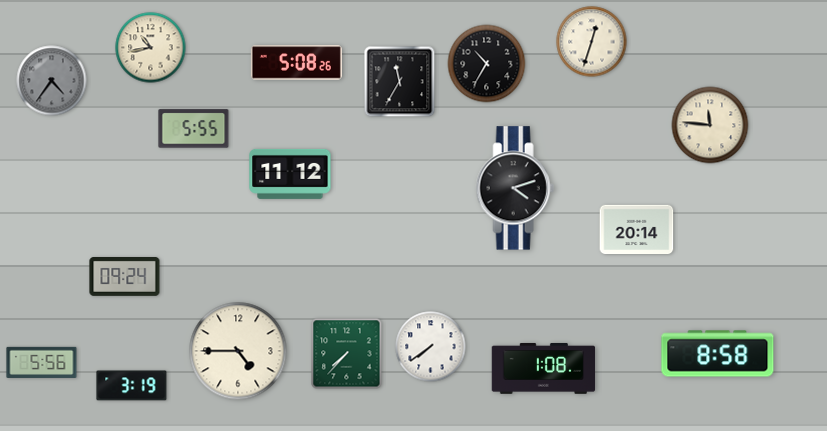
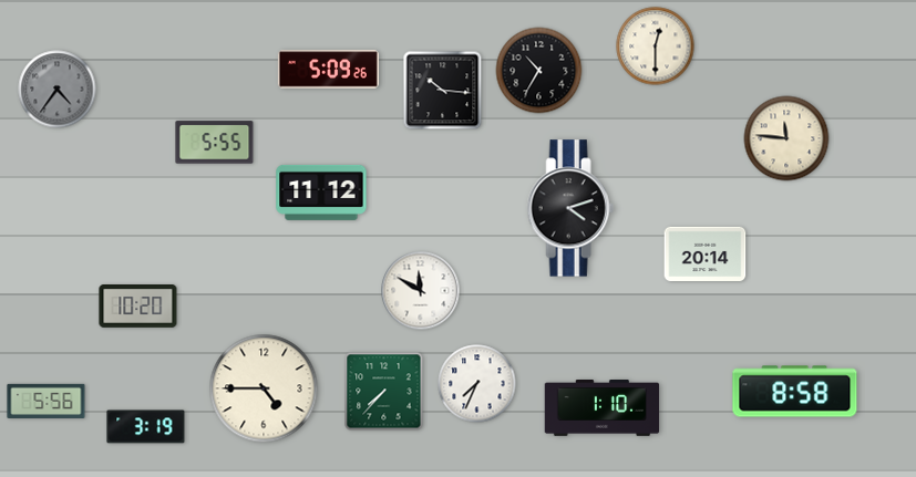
clock at (592, 42): 12:33 -> 12:30
clock at (151, 48): 10:43 -> none
clock at (296, 63): 5:08 -> 5:09
clock at (400, 82): 11:35 -> 10:16
clock at (421, 291): none -> 11:50
clock at (125, 277): 09:24 -> 10:20
clock at (431, 347): 7:39 -> 7:34
clock at (544, 369): 1:08 -> 1:10
